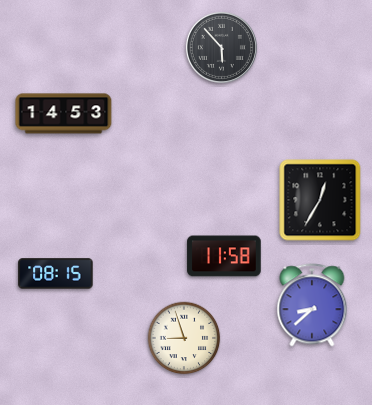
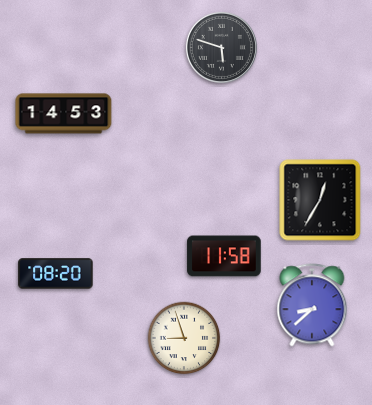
clock at (221, 47): 5:53 -> 5:48
clock at (56, 274): 08:15 -> 08:20
